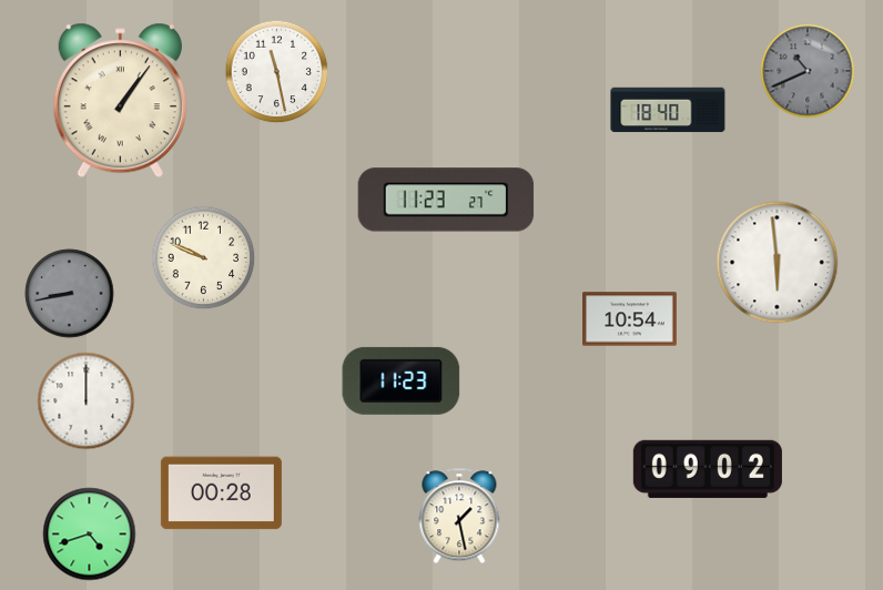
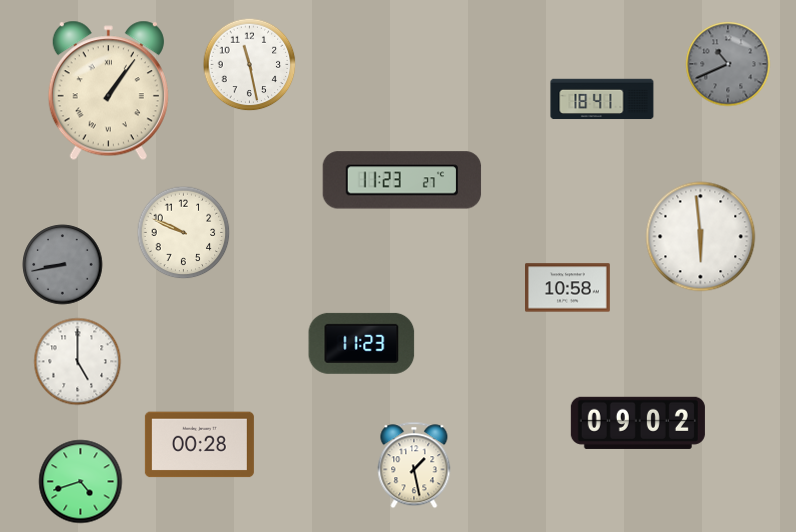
clock at (668, 110): 18:40 -> 18:41
clock at (630, 319): 10:54 -> 10:58
clock at (87, 401): 12:00 -> 5:00
